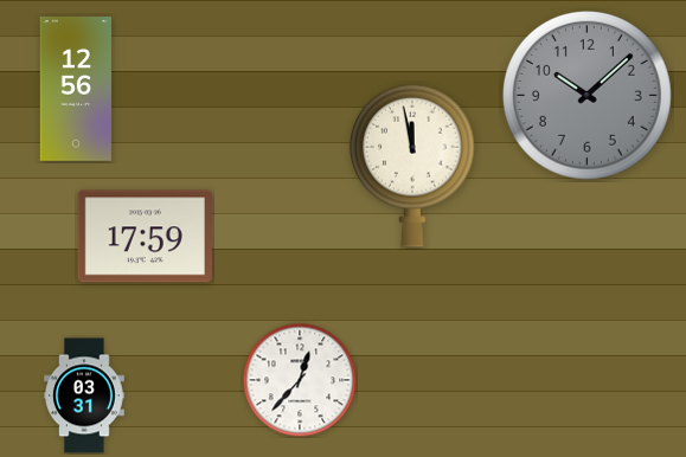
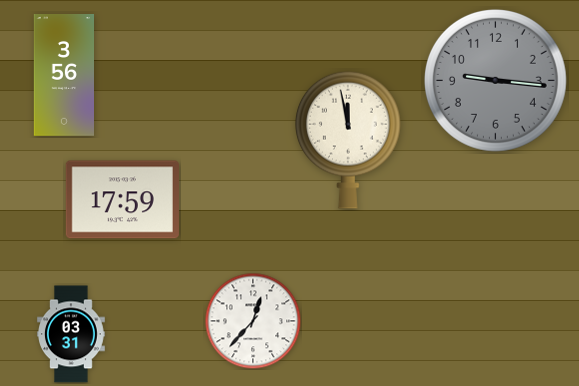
clock at (75, 90): 12:56 -> 3:56
clock at (586, 95): 10:08 -> 9:16
